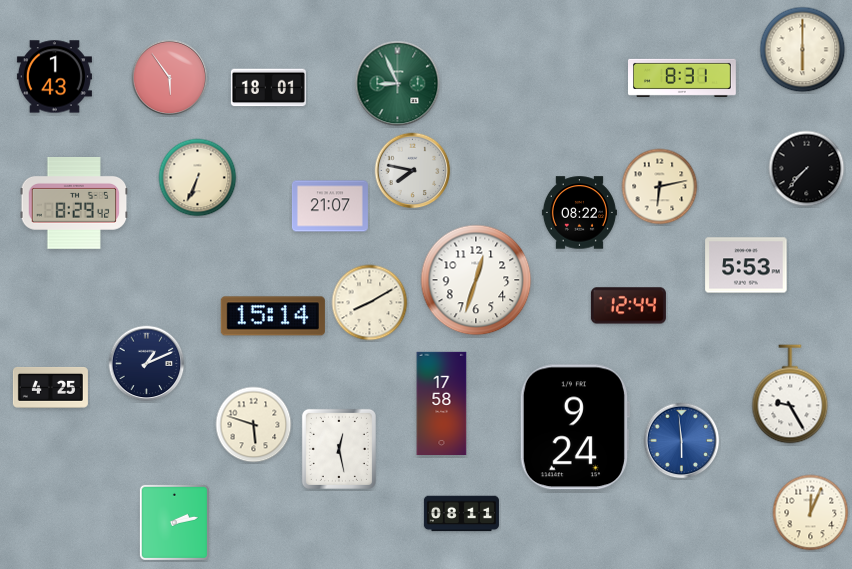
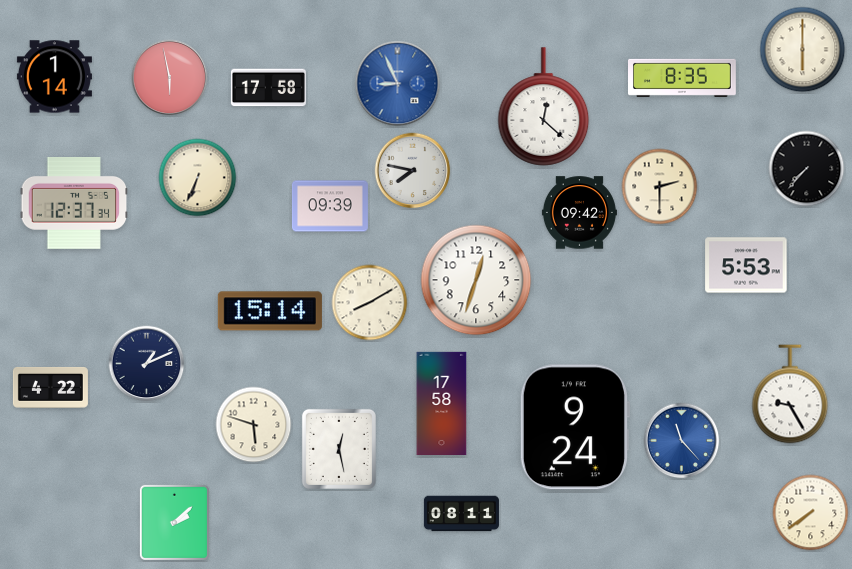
clock at (54, 77): 1:43 -> 1:14
clock at (170, 78): 5:54 -> 5:58
clock at (683, 78): 8:31 -> 8:35
clock at (398, 84) dial: green -> blue
clock at (268, 88): 18:01 -> 17:58
clock at (544, 107): none -> 12:22
clock at (660, 187): 6:13 -> 2:30
clock at (74, 204): 8:29 -> 12:37
clock at (330, 206): 21:07 -> 09:39
clock at (579, 213): 08:22 -> 09:42
clock at (628, 306): 12:44 -> none
clock at (273, 316) position: (273, 316) -> (270, 311)
clock at (50, 387): 4:25 -> 4:22
clock at (682, 441): 5:59 -> 11:23
clock at (811, 513): 12:04 -> 7:39
clock at (174, 522): 2:13 -> 2:08
